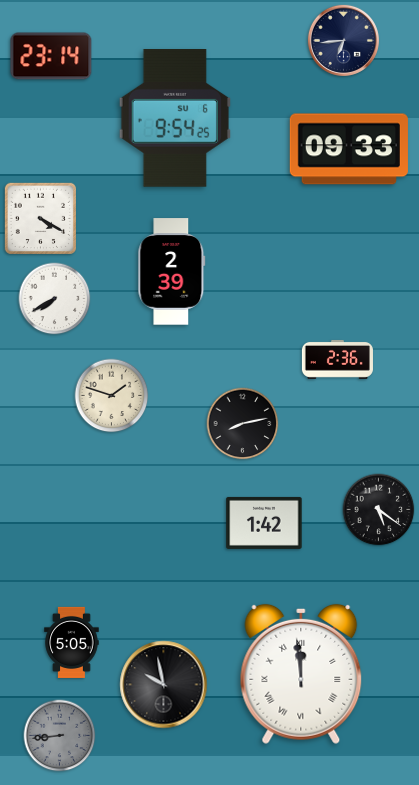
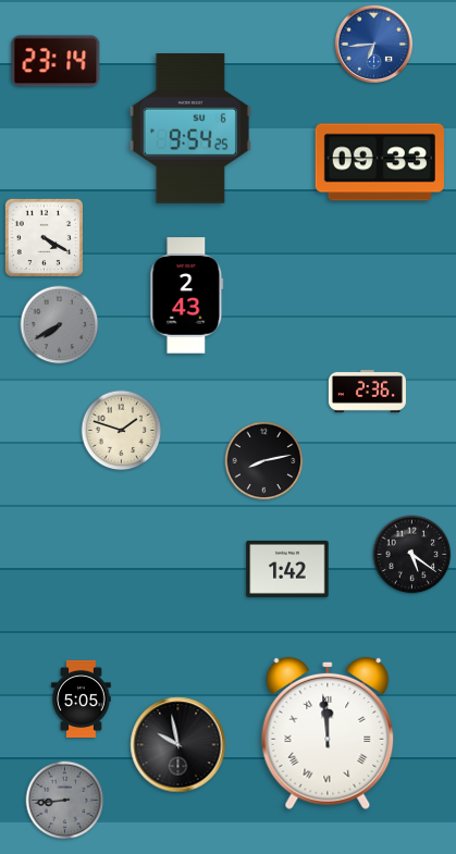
clock at (343, 40) dial: navy -> blue
clock at (172, 272): 2:39 -> 2:43
clock at (55, 299) dial: white -> grey
clock at (72, 642) position: (72, 642) -> (82, 698)
